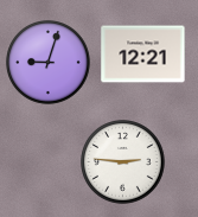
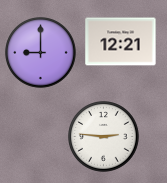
clock at (143, 55) position: (143, 55) -> (121, 42)
clock at (49, 63): 9:03 -> 9:00
